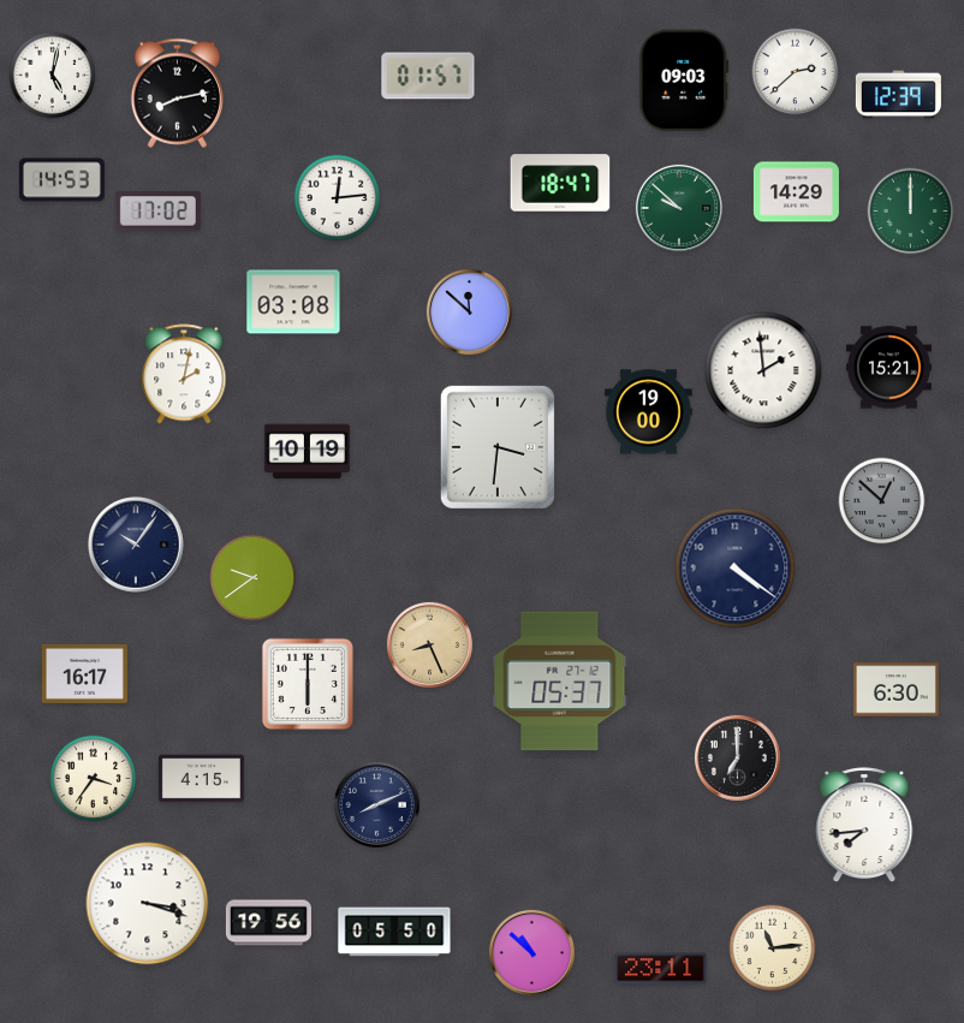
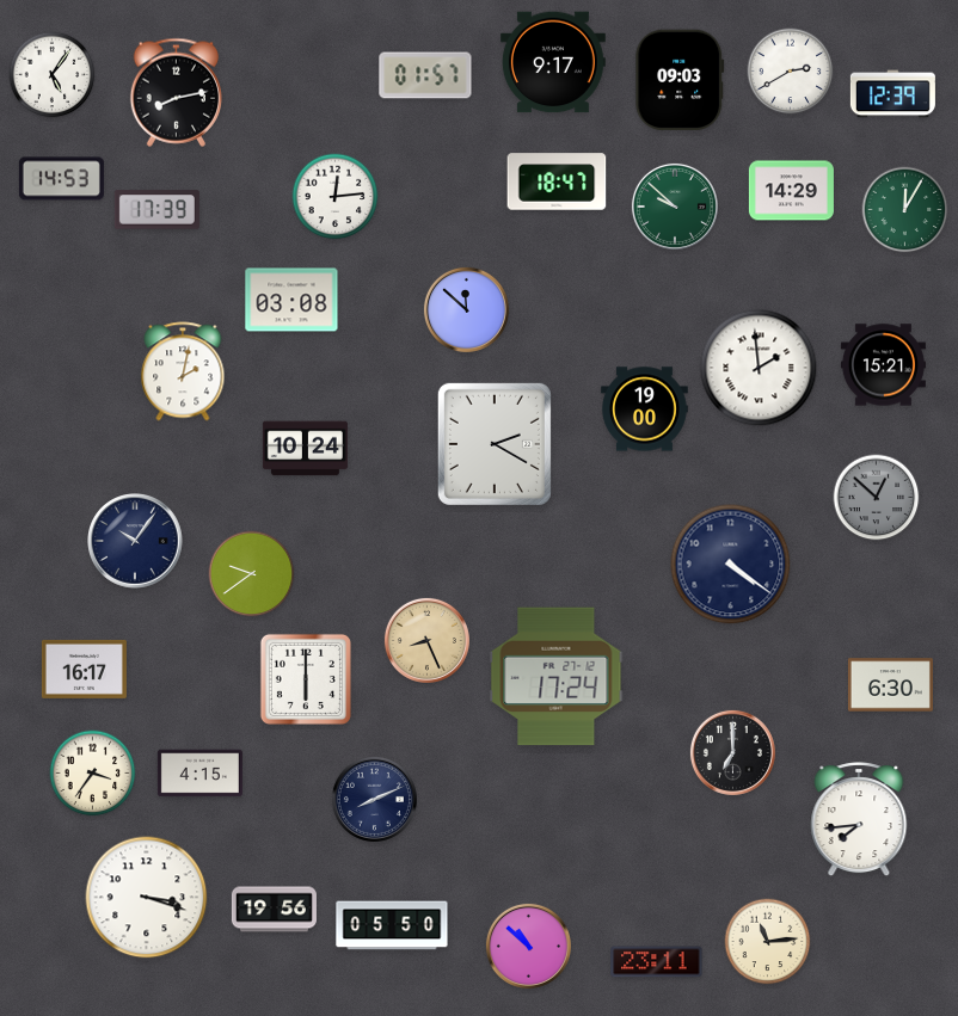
clock at (553, 62): none -> 9:17
clock at (796, 72): 2:38 -> 2:40
clock at (53, 76): 5:02 -> 5:06
clock at (157, 212): 17:02 -> 17:39
clock at (911, 212): 12:00 -> 12:05
clock at (498, 447): 3:31 -> 2:20
clock at (307, 452): 10:19 -> 10:24
clock at (560, 682): 05:37 -> 17:24
clock at (268, 923) position: (268, 923) -> (274, 910)
